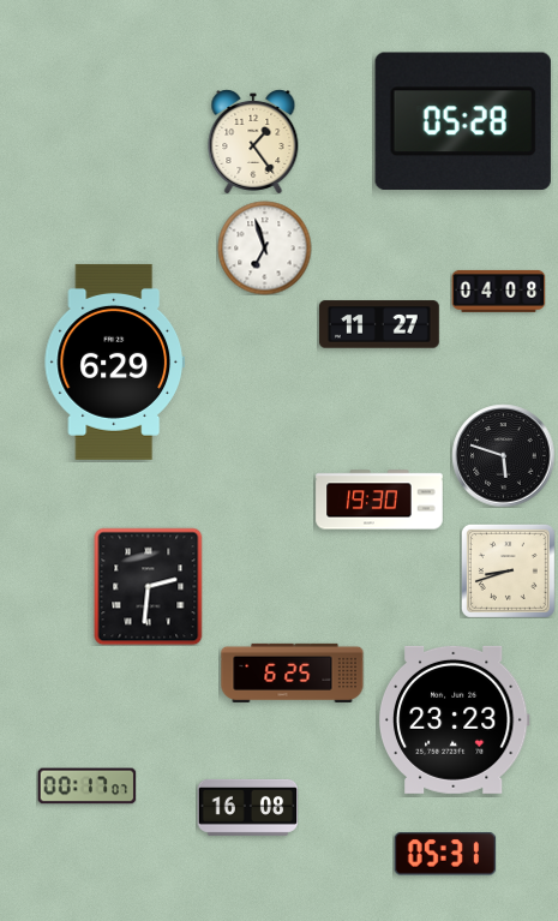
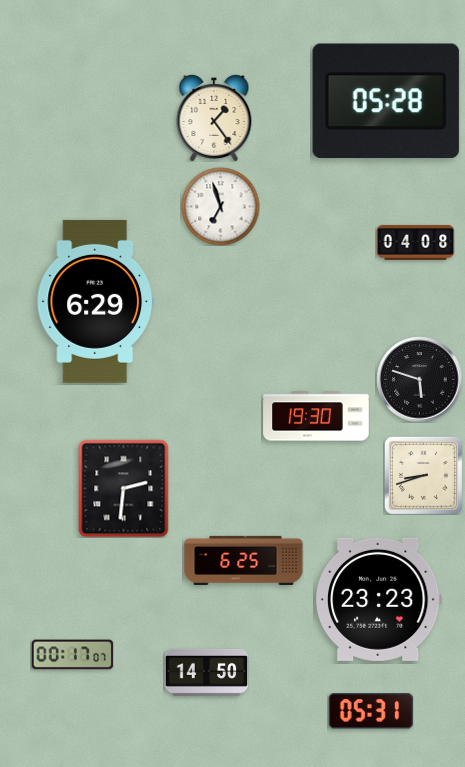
clock at (253, 142) position: (253, 142) -> (214, 118)
clock at (379, 324): 11:27 -> none
clock at (247, 807): 16:08 -> 14:50
